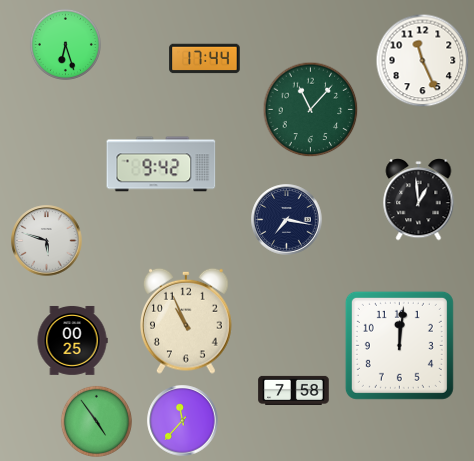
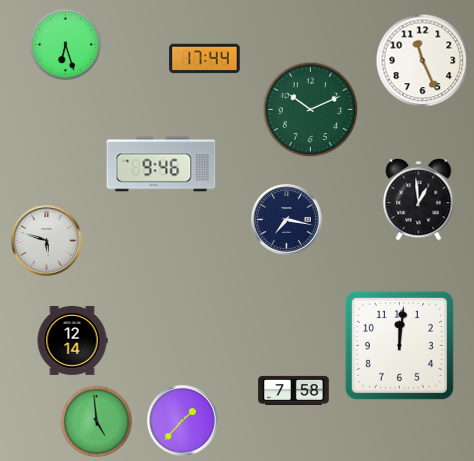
clock at (311, 110): 11:07 -> 10:11
clock at (161, 164): 9:42 -> 9:46
clock at (187, 321): 10:56 -> none
clock at (72, 340): 00:25 -> 12:14
clock at (96, 421): 4:54 -> 4:59
clock at (183, 421): 11:37 -> 1:37
